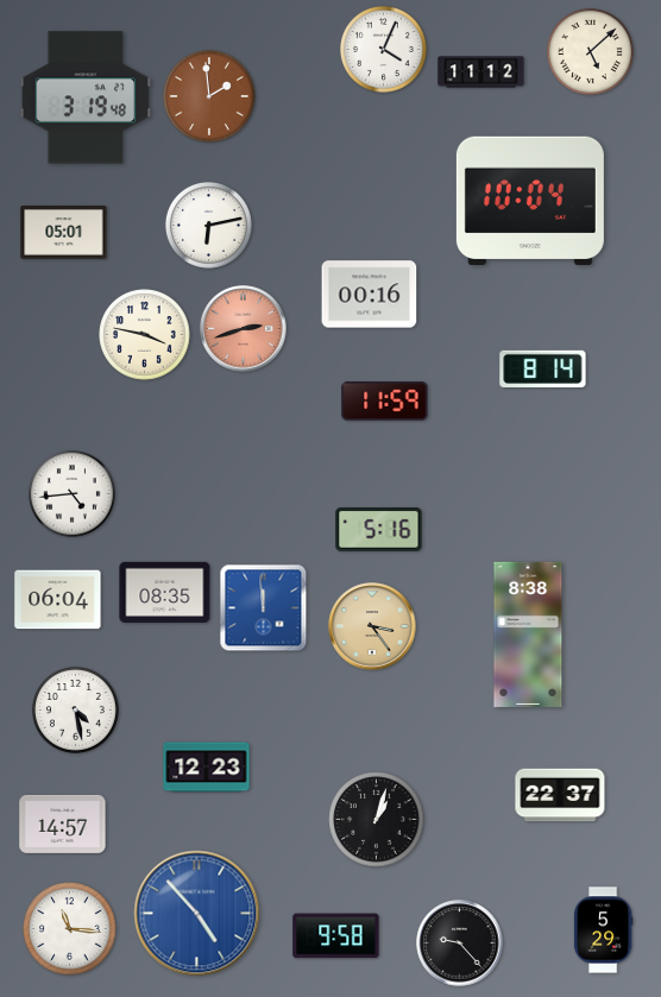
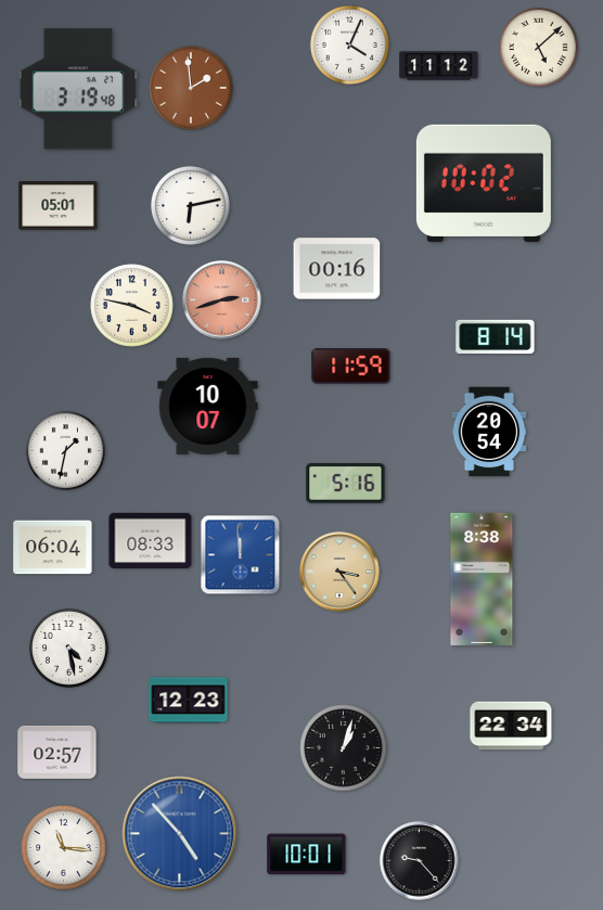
clock at (530, 200): 10:04 -> 10:02
clock at (64, 233) position: (64, 233) -> (59, 206)
clock at (208, 406): none -> 10:07
clock at (489, 432): none -> 20:54
clock at (71, 493): 4:44 -> 1:32
clock at (165, 592): 08:35 -> 08:33
clock at (560, 795): 22:37 -> 22:34
clock at (63, 824): 14:57 -> 02:57
clock at (603, 930): 5:29 -> none
clock at (336, 936): 9:58 -> 10:01
